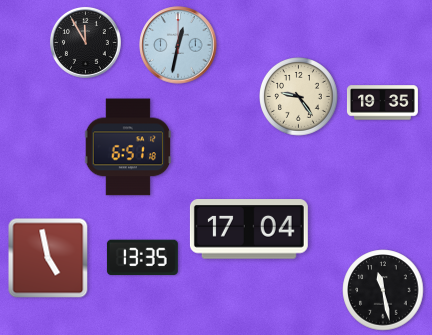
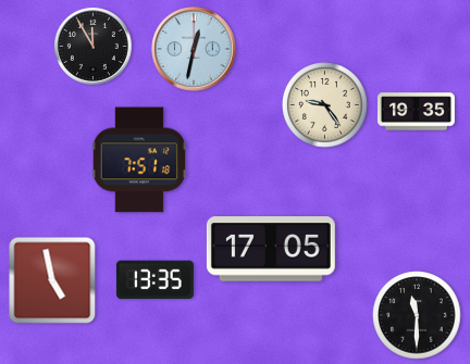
clock at (128, 147): 6:51 -> 7:51
clock at (249, 229): 17:04 -> 17:05
clock at (383, 290): 11:28 -> 11:30
